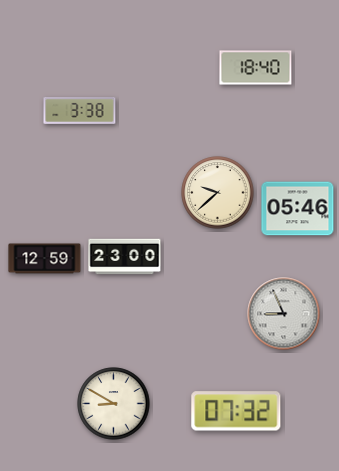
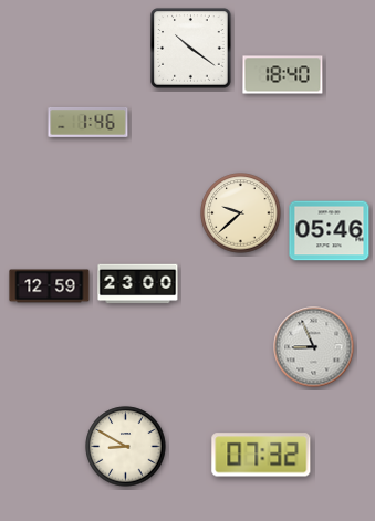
clock at (191, 49): none -> 10:21
clock at (80, 110): 3:38 -> 1:46
